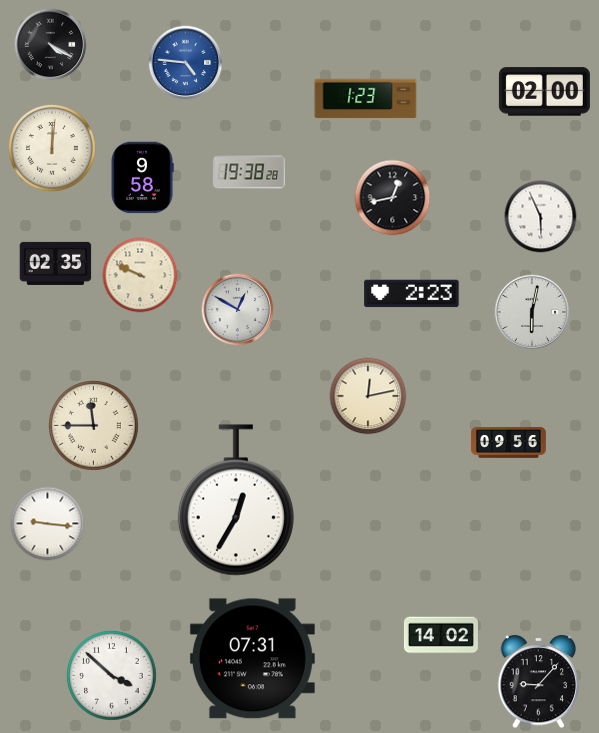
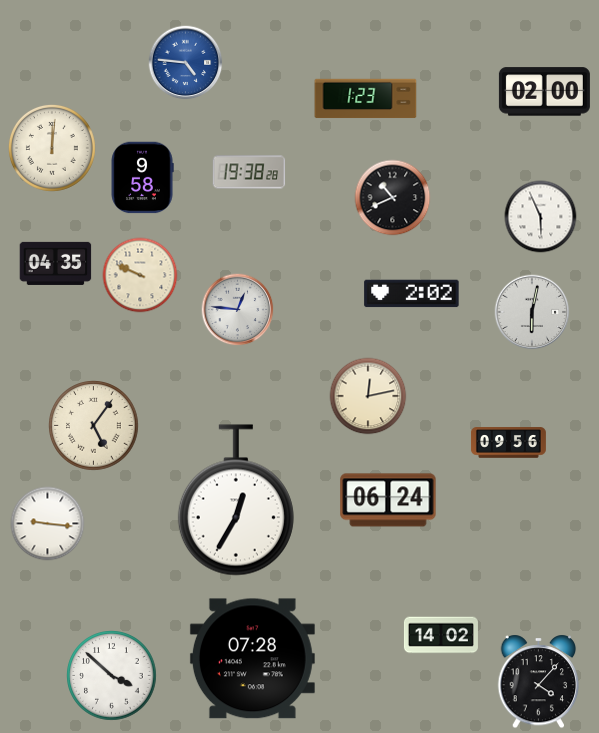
clock at (51, 45): 4:20 -> none
clock at (393, 198): 12:43 -> 10:41
clock at (56, 263): 02:35 -> 04:35
clock at (412, 294): 2:23 -> 2:02
clock at (238, 310): 12:50 -> 12:46
clock at (94, 426): 11:45 -> 5:06
clock at (388, 500): none -> 06:24
clock at (252, 659): 07:31 -> 07:28
clock at (539, 682): 9:07 -> 4:07
